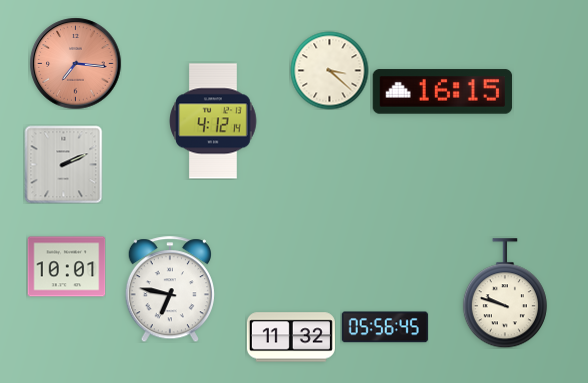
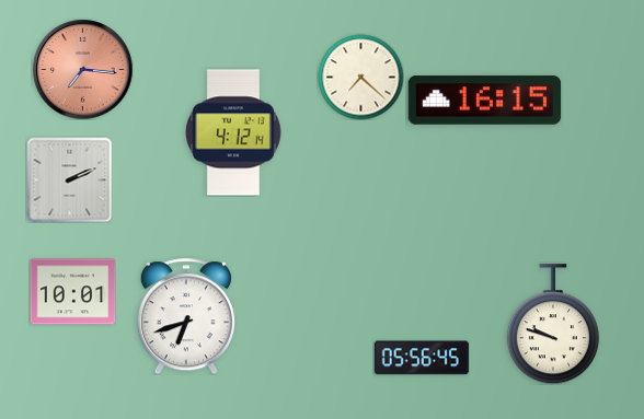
clock at (329, 70): 3:22 -> 7:22
clock at (170, 289): 6:47 -> 6:42
clock at (505, 293) position: (505, 293) -> (553, 324)
clock at (291, 337): 11:32 -> none
